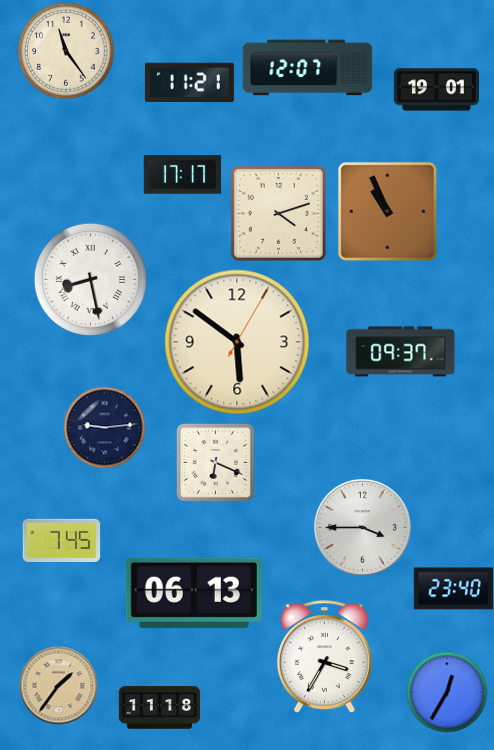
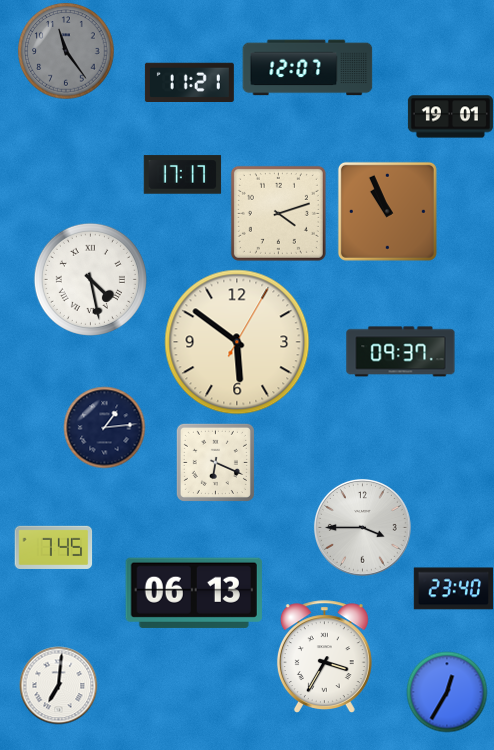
clock at (66, 51) dial: cream -> grey
clock at (436, 90) position: (436, 90) -> (450, 117)
clock at (90, 279): 8:28 -> 4:28
clock at (104, 427): 9:14 -> 1:14
clock at (61, 540) position: (61, 540) -> (53, 547)
clock at (58, 685): 1:36 -> 7:01
clock at (58, 685) dial: champagne -> white
clock at (159, 708): 11:18 -> none
